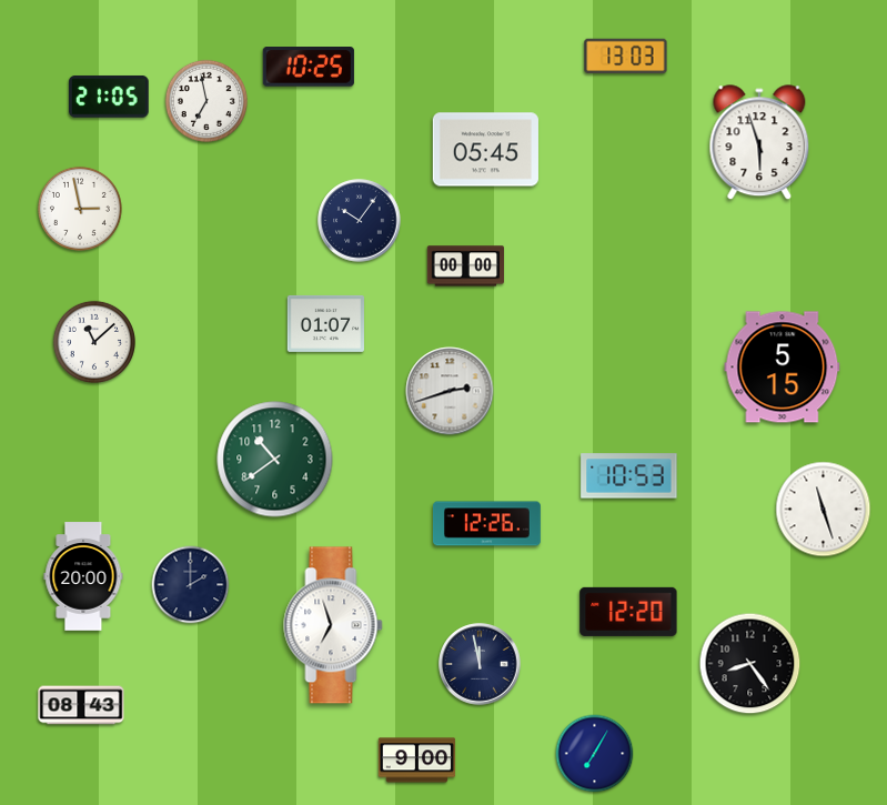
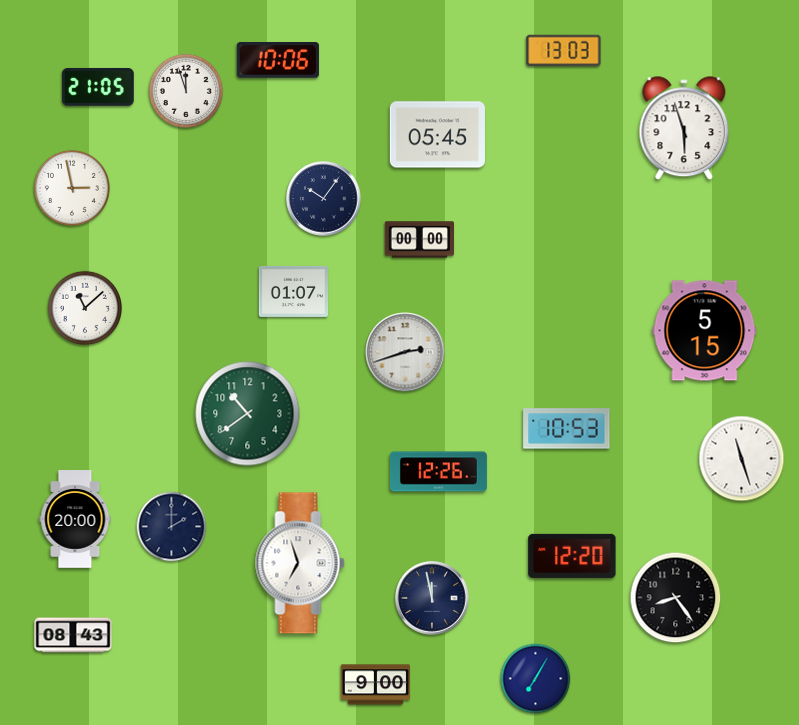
clock at (309, 68): 10:25 -> 10:06
clock at (206, 101): 6:58 -> 11:57
clock at (628, 612) position: (628, 612) -> (572, 556)
